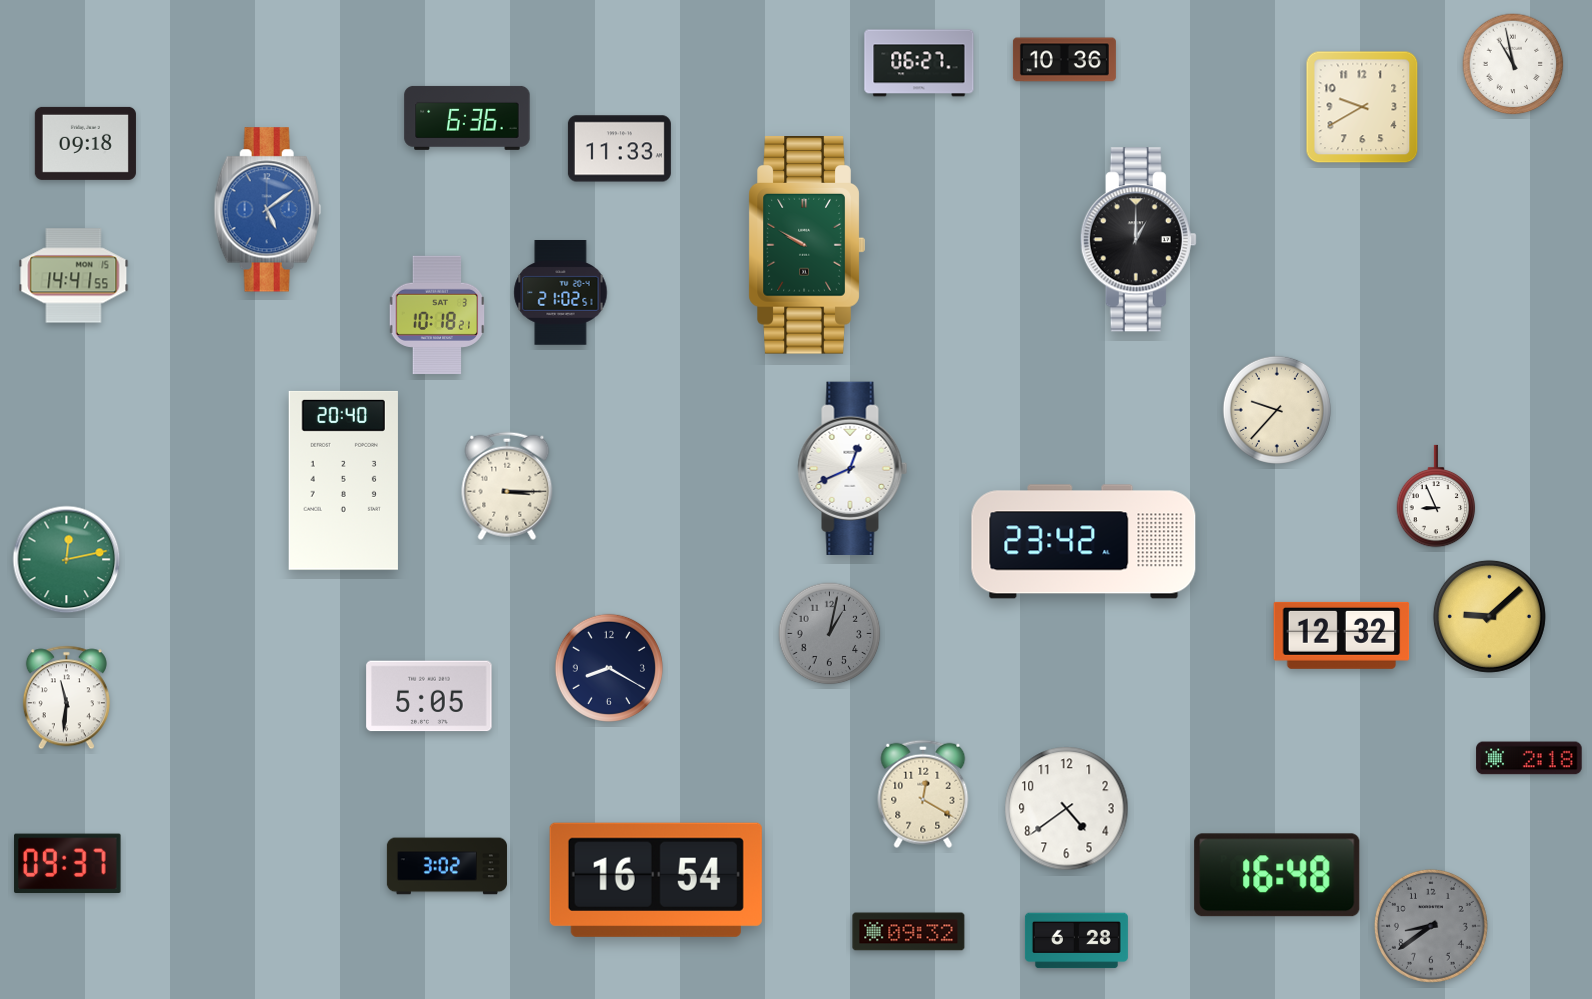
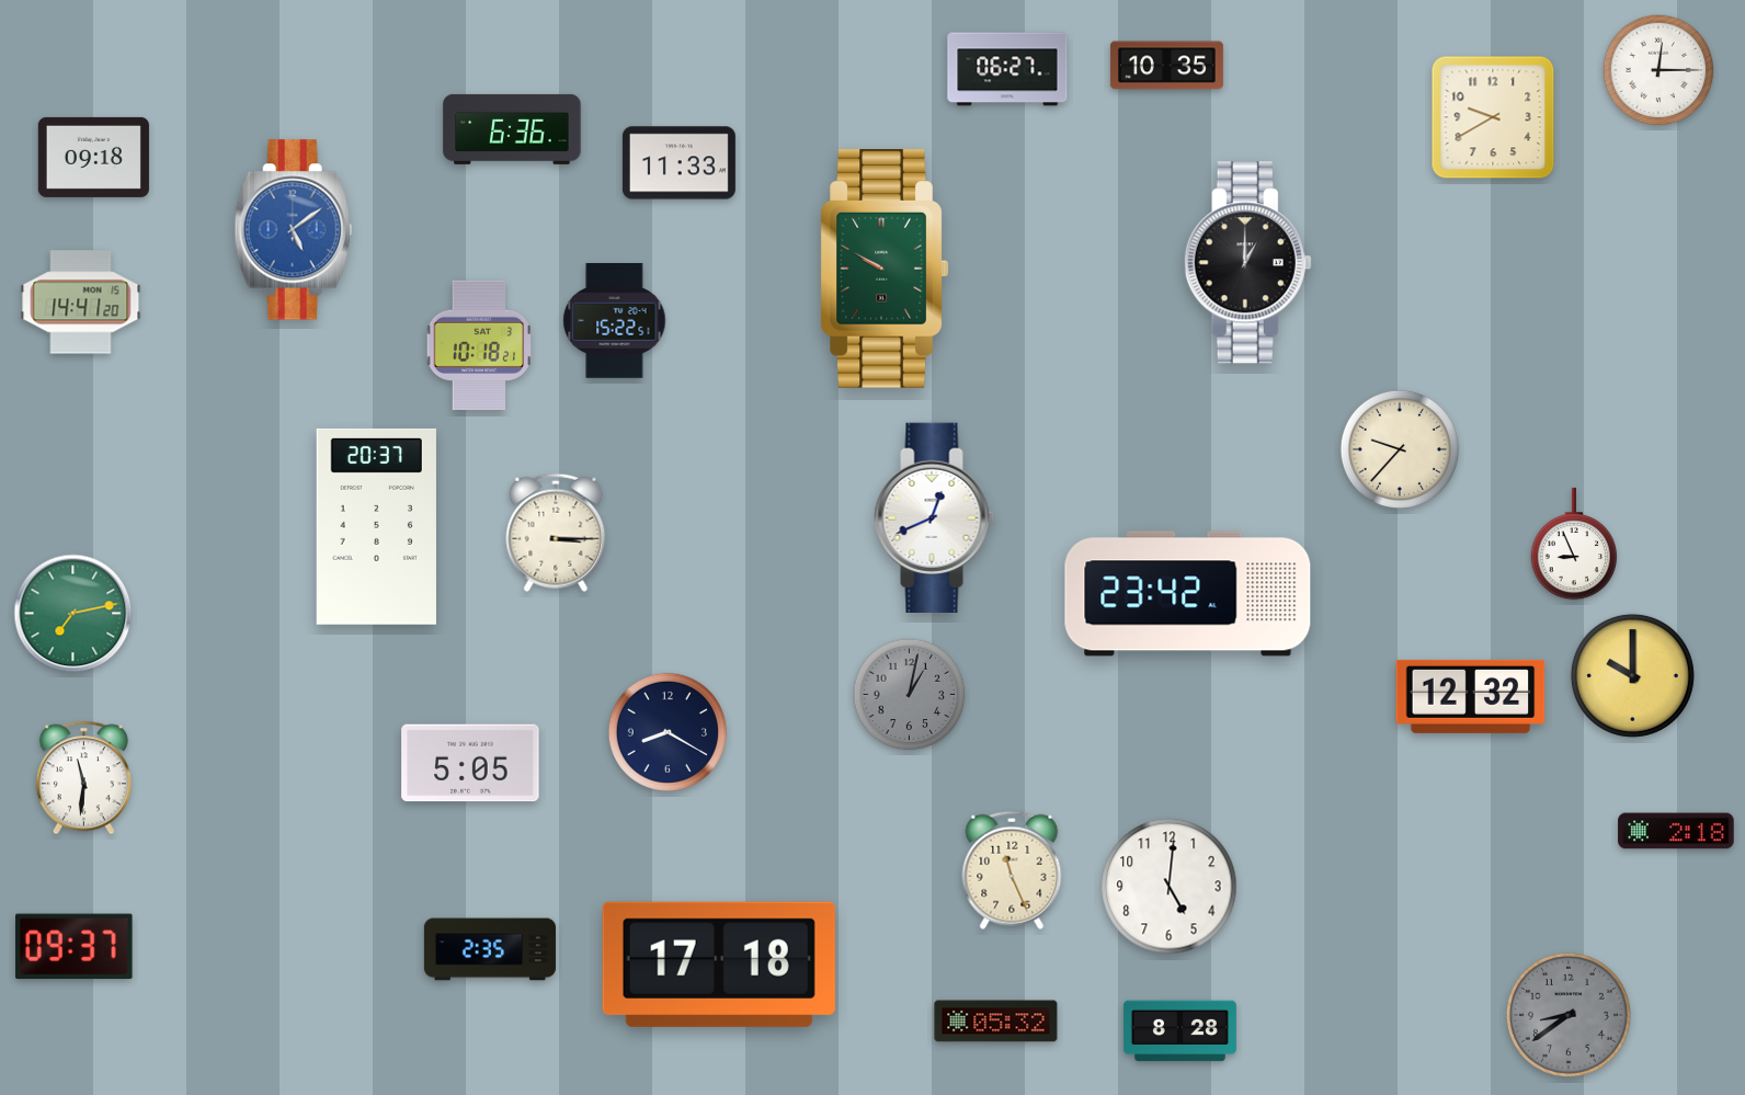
clock at (1064, 60): 10:36 -> 10:35
clock at (1513, 64): 10:58 -> 12:15
clock at (74, 276): 14:41:55 -> 14:41:20
clock at (561, 293): 21:02 -> 15:22
clock at (853, 468) position: (853, 468) -> (935, 517)
clock at (343, 480): 20:40 -> 20:37
clock at (67, 560): 12:13 -> 7:13
clock at (1489, 616): 9:08 -> 10:00
clock at (66, 698) position: (66, 698) -> (83, 778)
clock at (923, 794): 12:20 -> 11:26
clock at (1067, 809): 4:39 -> 5:01
clock at (447, 866): 3:02 -> 2:35
clock at (1277, 875): 16:48 -> none
clock at (656, 880): 16:54 -> 17:18
clock at (909, 932): 09:32 -> 05:32
clock at (1076, 941): 6:28 -> 8:28
